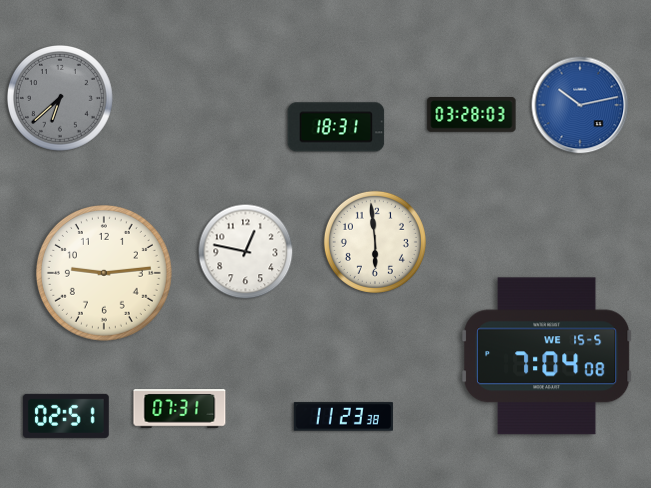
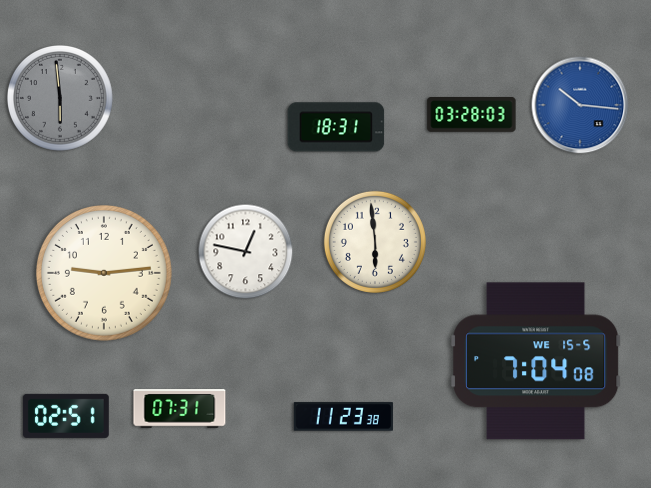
clock at (60, 98): 6:38 -> 5:59
clock at (580, 105): 10:13 -> 10:16
clock at (548, 356) position: (548, 356) -> (537, 361)
